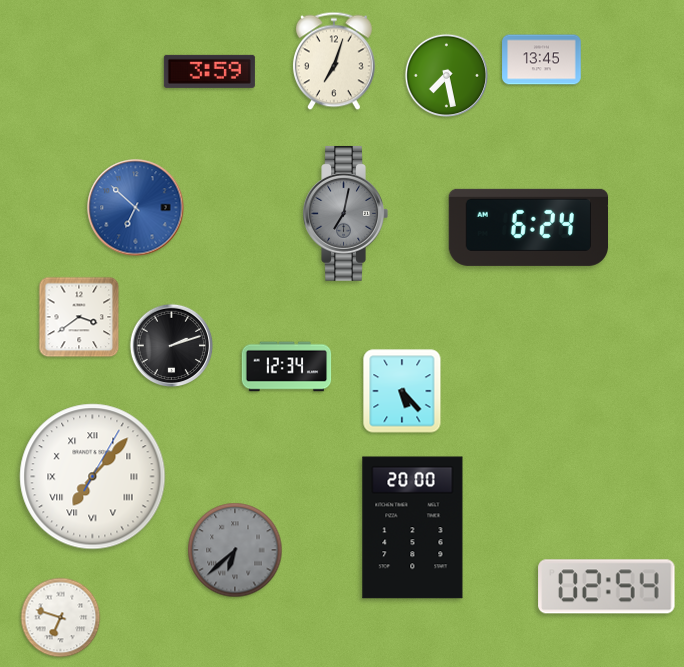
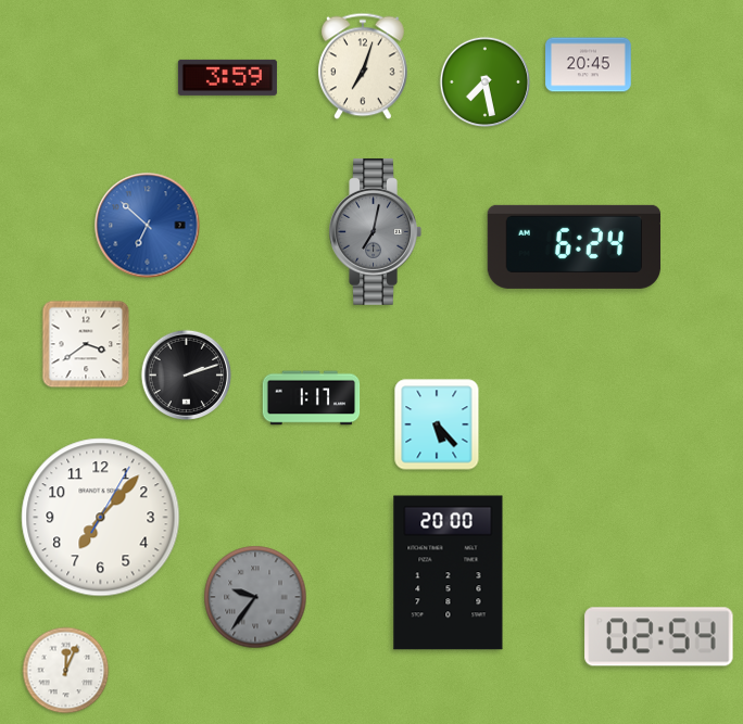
clock at (542, 60): 13:45 -> 20:45
clock at (287, 367): 12:34 -> 1:17
clock at (93, 477) numerals: Roman -> Arabic
clock at (235, 550): 6:38 -> 9:36
clock at (61, 618): 6:48 -> 12:04
